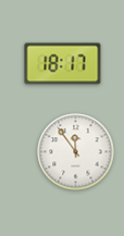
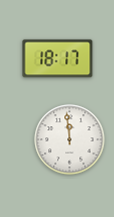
clock at (76, 152): 11:54 -> 11:59
